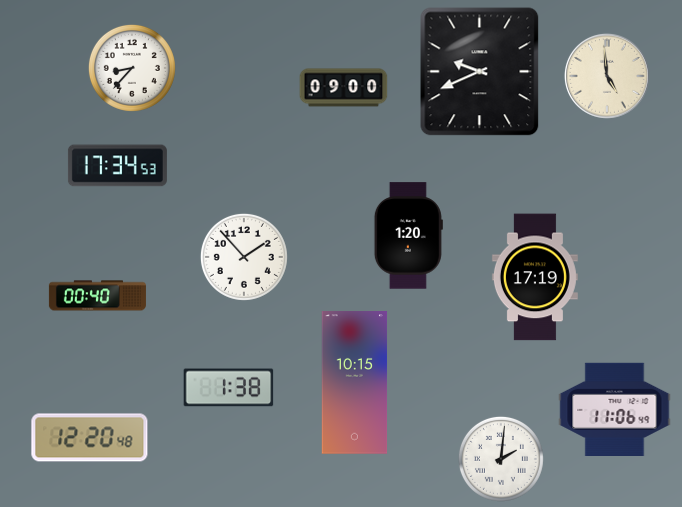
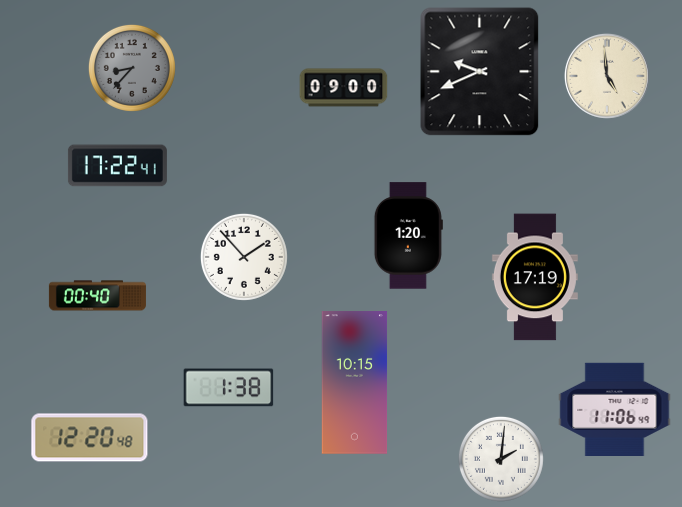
clock at (132, 68) dial: white -> grey
clock at (117, 166): 17:34 -> 17:22
